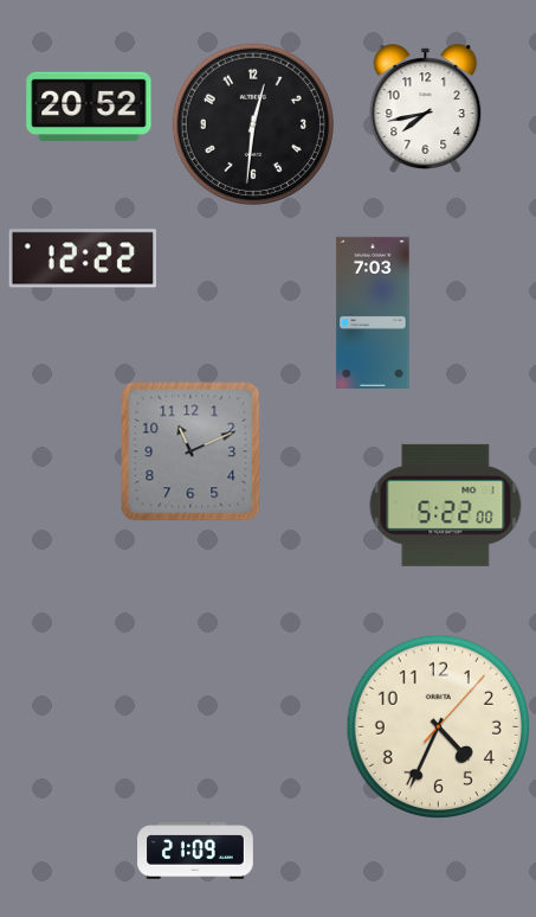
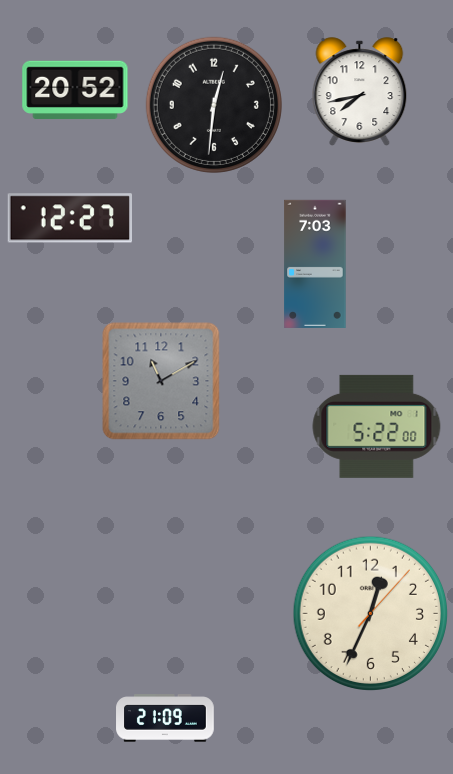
clock at (82, 258): 12:22 -> 12:27
clock at (190, 451): 11:11 -> 11:10
clock at (438, 726): 4:34 -> 12:34
